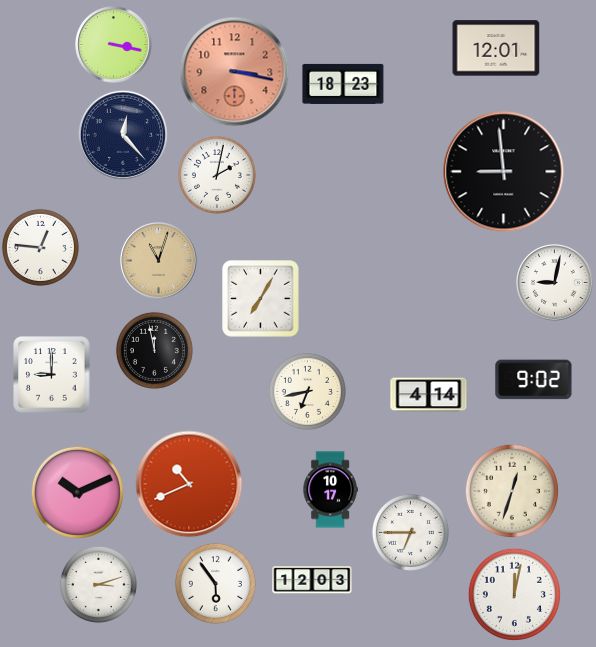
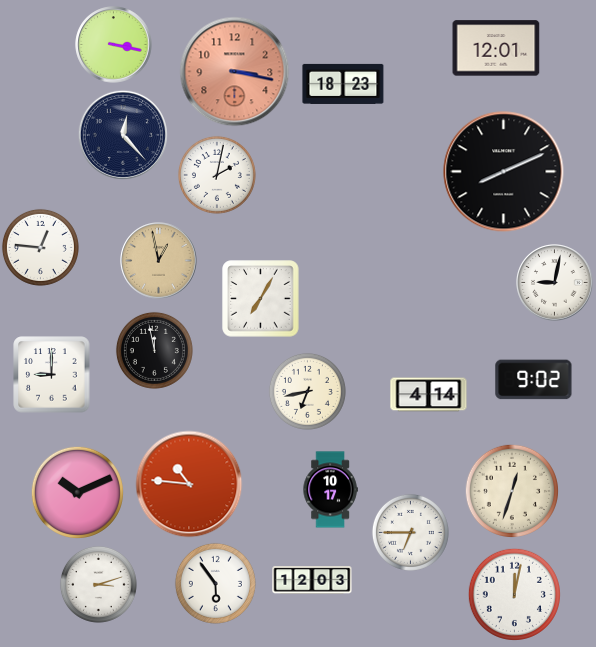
clock at (504, 172): 8:59 -> 8:11
clock at (159, 261): 11:03 -> 12:58
clock at (189, 484): 10:41 -> 10:46
